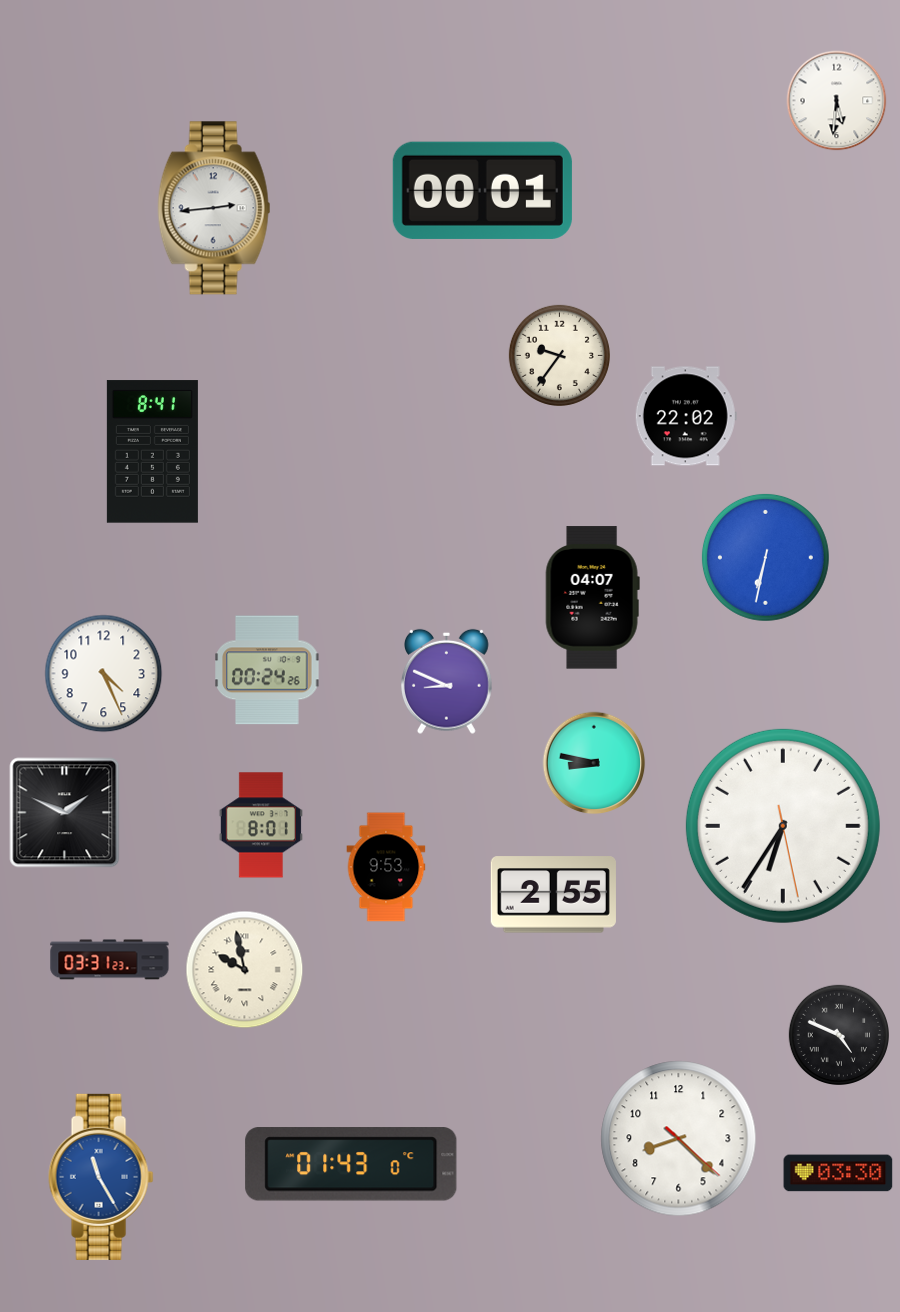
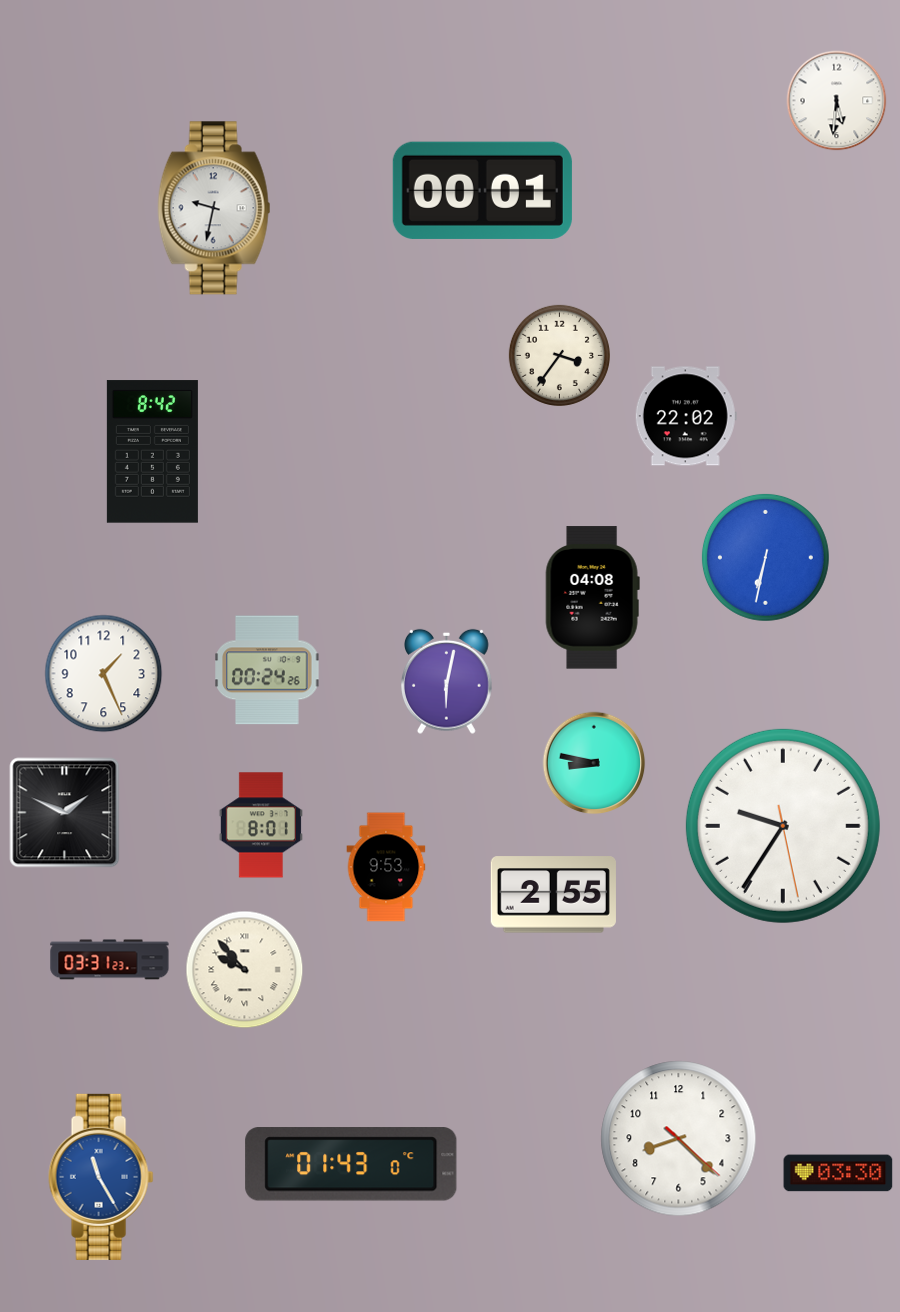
clock at (214, 208): 2:44 -> 9:32
clock at (559, 355): 9:36 -> 3:36
clock at (152, 452): 8:41 -> 8:42
clock at (592, 598): 04:07 -> 04:08
clock at (104, 674): 4:26 -> 1:26
clock at (447, 681): 8:49 -> 6:02
clock at (783, 826): 6:35 -> 9:35
clock at (245, 970): 9:58 -> 9:53
clock at (838, 1034): 4:49 -> none
